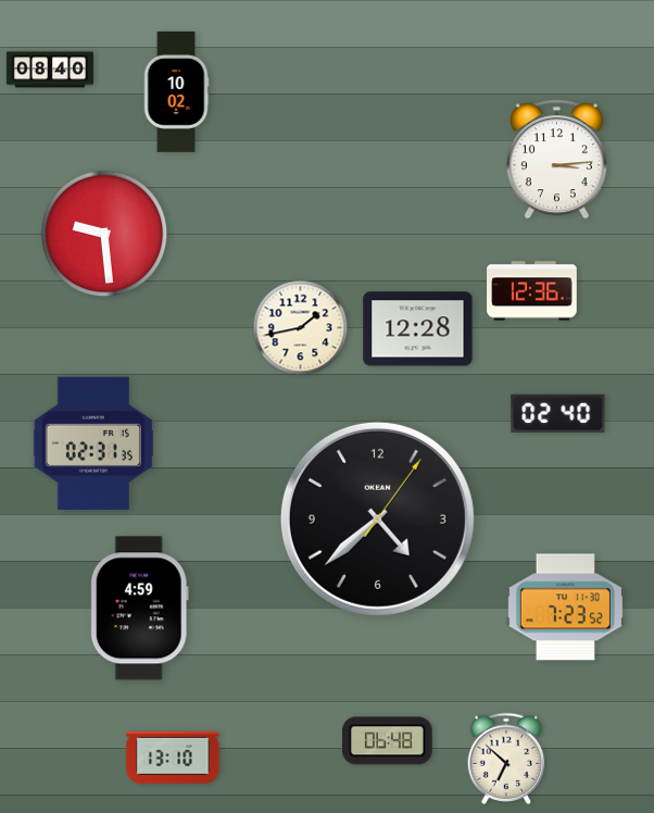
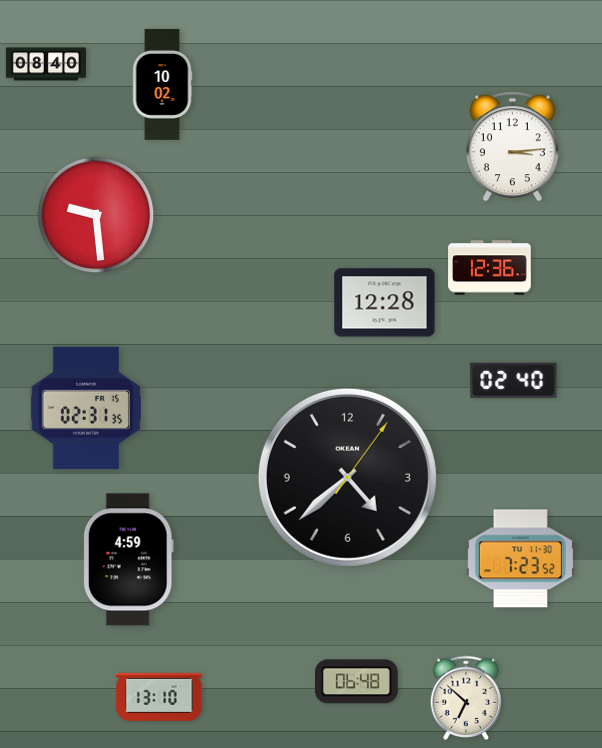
clock at (301, 328): 1:43 -> none
